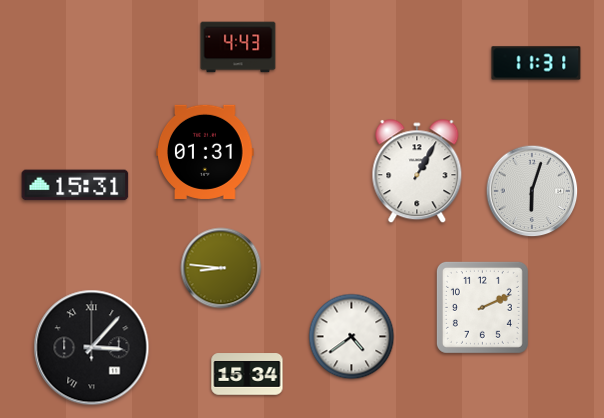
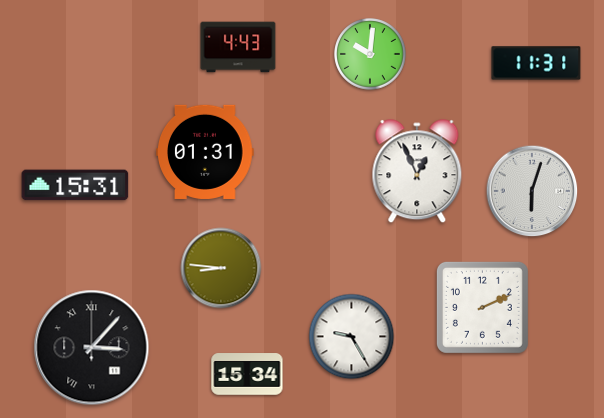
clock at (370, 54): none -> 10:01
clock at (417, 172): 1:05 -> 12:56
clock at (352, 337): 4:39 -> 9:25
